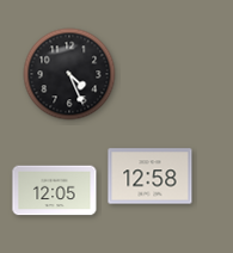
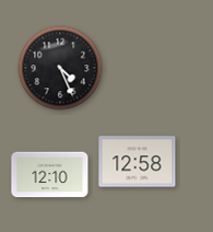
clock at (69, 74) position: (69, 74) -> (60, 68)
clock at (55, 191): 12:05 -> 12:10
